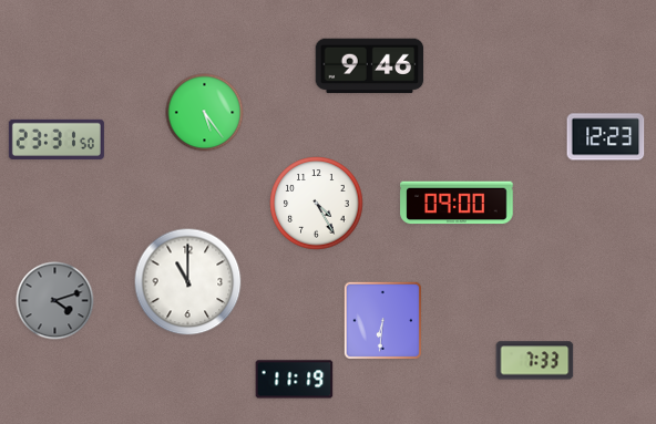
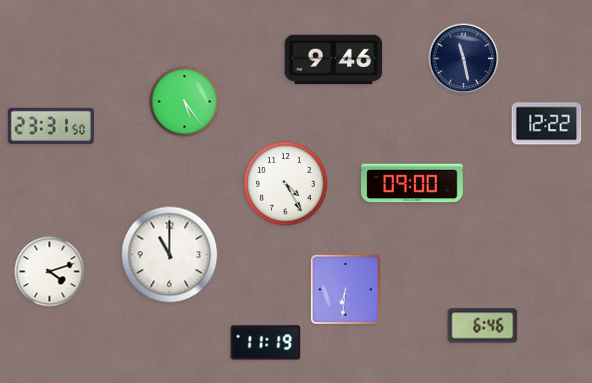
clock at (464, 59): none -> 11:28
clock at (606, 137): 12:23 -> 12:22
clock at (55, 301) dial: grey -> white
clock at (535, 361): 7:33 -> 6:46
